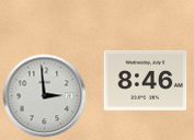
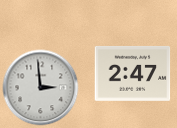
clock at (146, 80): 8:46 -> 2:47
